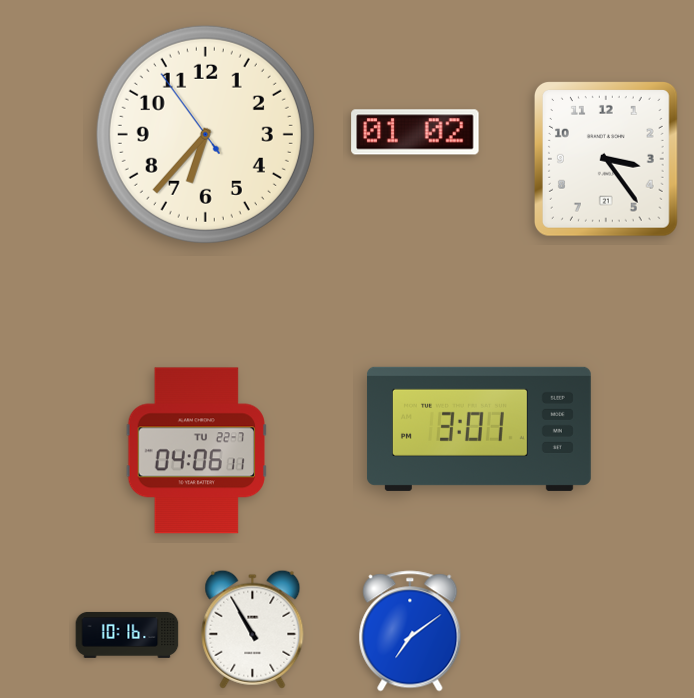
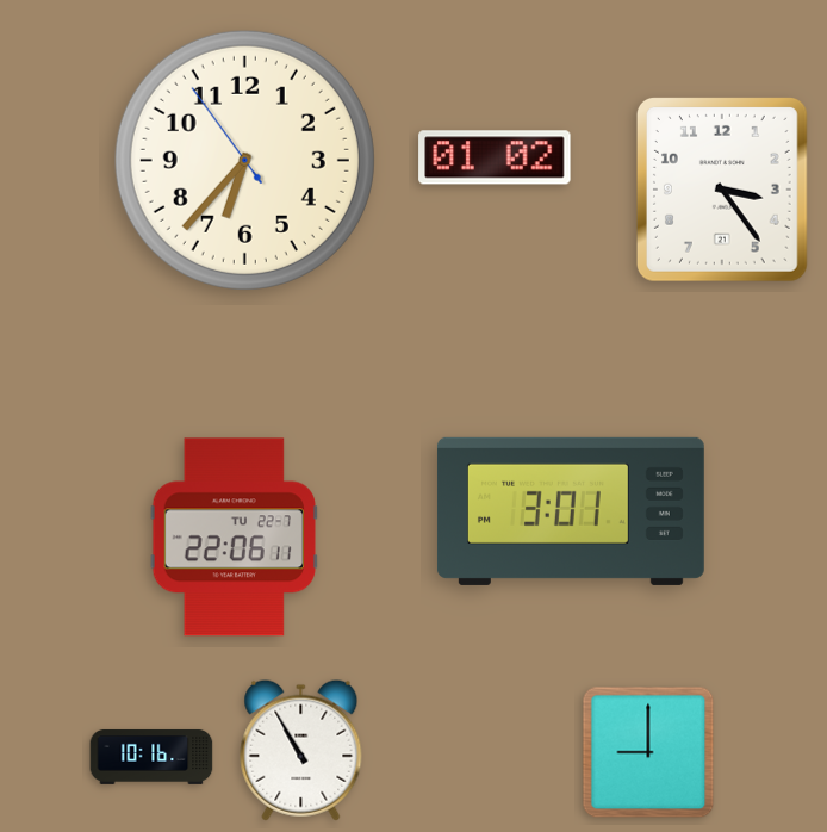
clock at (196, 451): 04:06 -> 22:06
clock at (410, 631): 7:09 -> none
clock at (648, 752): none -> 9:00
